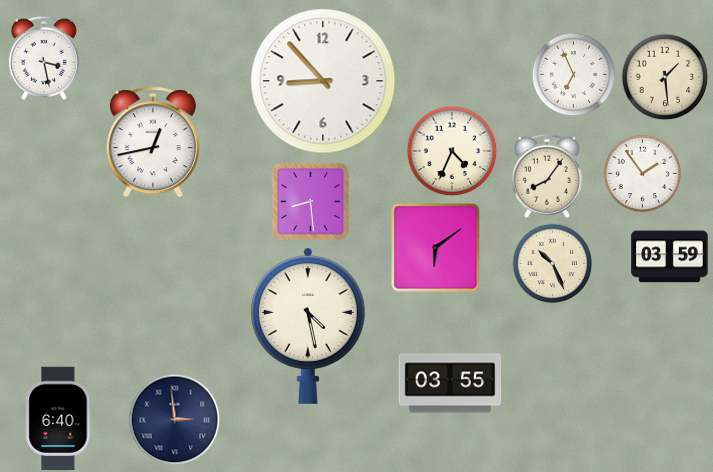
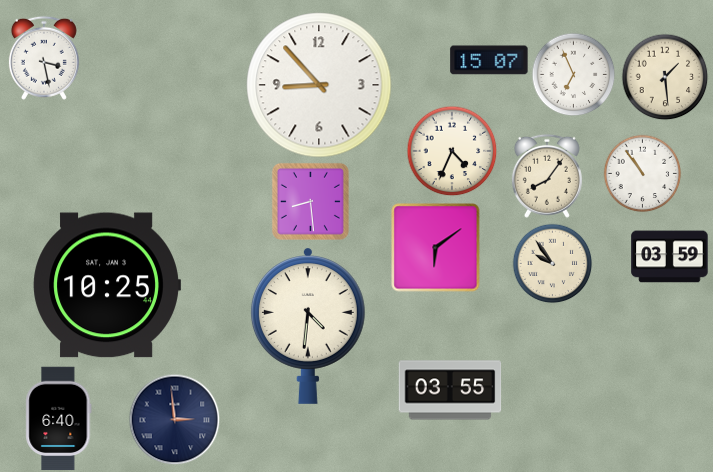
clock at (489, 60): none -> 15:07
clock at (323, 81) position: (323, 81) -> (319, 85)
clock at (153, 142): 12:43 -> none
clock at (642, 173): 1:54 -> 10:54
clock at (552, 263): 10:26 -> 9:54
clock at (107, 285): none -> 10:25
clock at (308, 326): 4:28 -> 4:31
clock at (450, 383) position: (450, 383) -> (450, 390)
